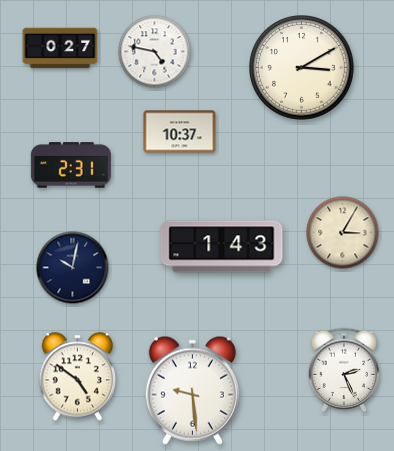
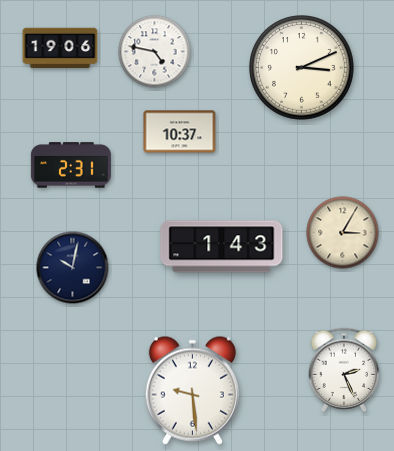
clock at (60, 48): 0:27 -> 19:06
clock at (302, 68): 3:10 -> 3:11
clock at (77, 377): 4:51 -> none
